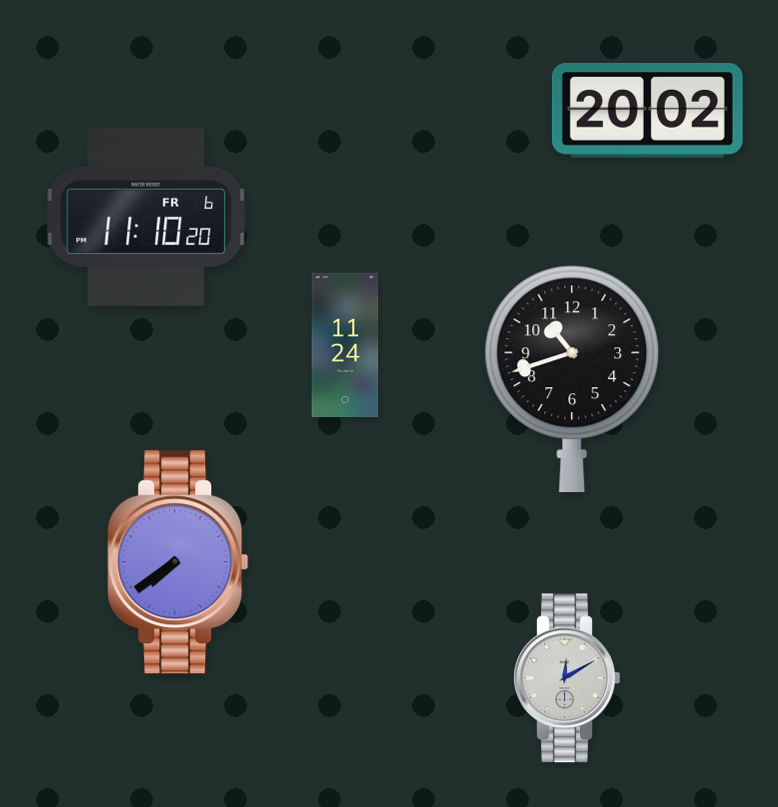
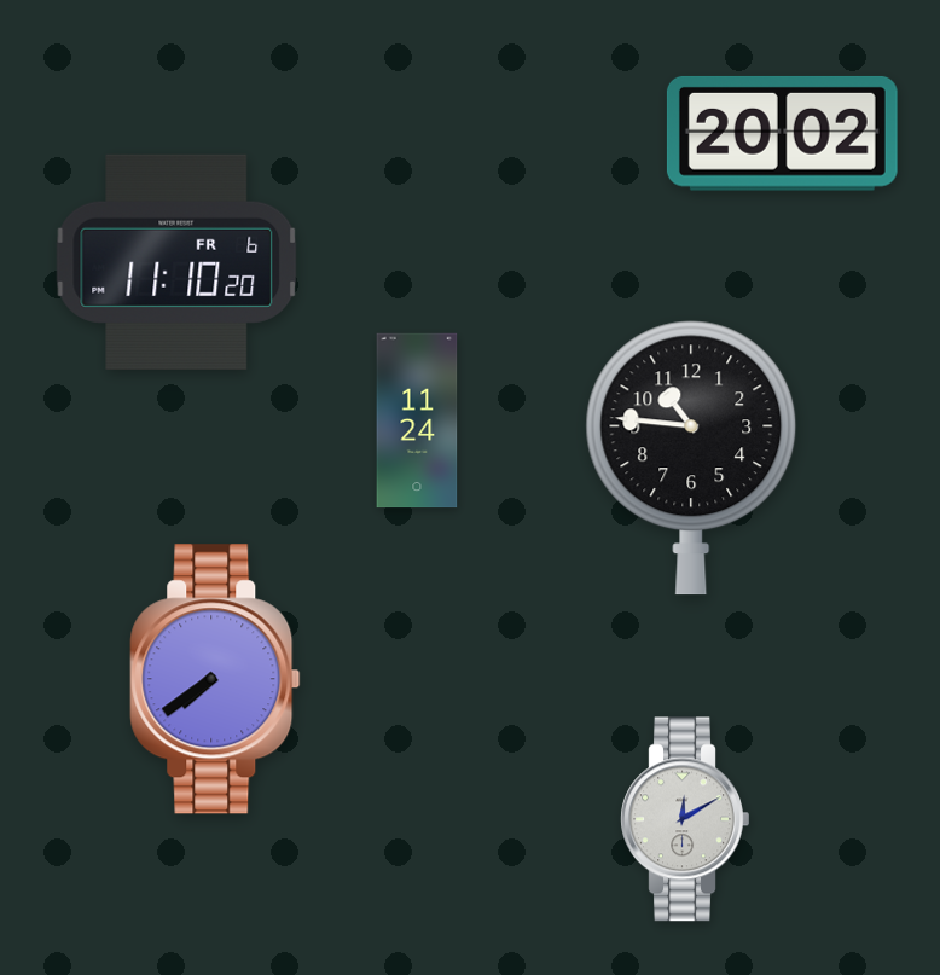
clock at (345, 345) position: (345, 345) -> (417, 420)
clock at (572, 379): 10:42 -> 10:46
